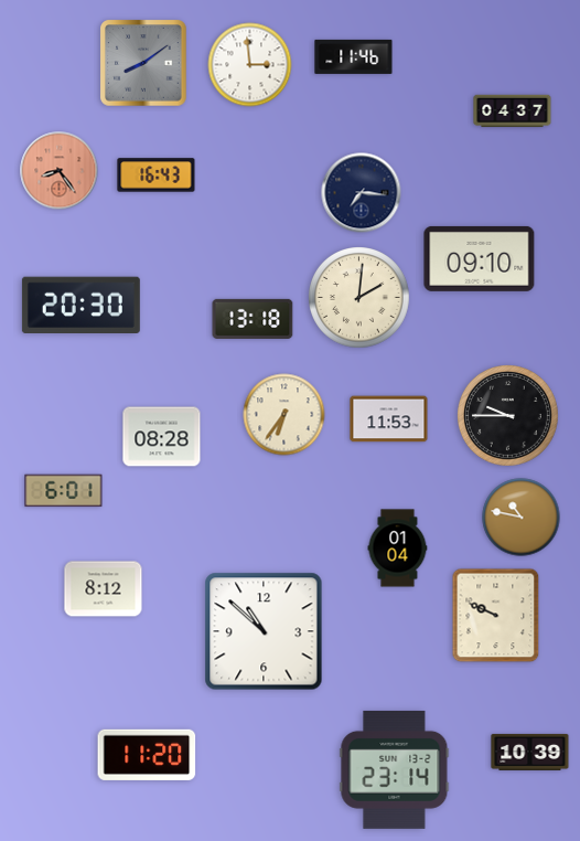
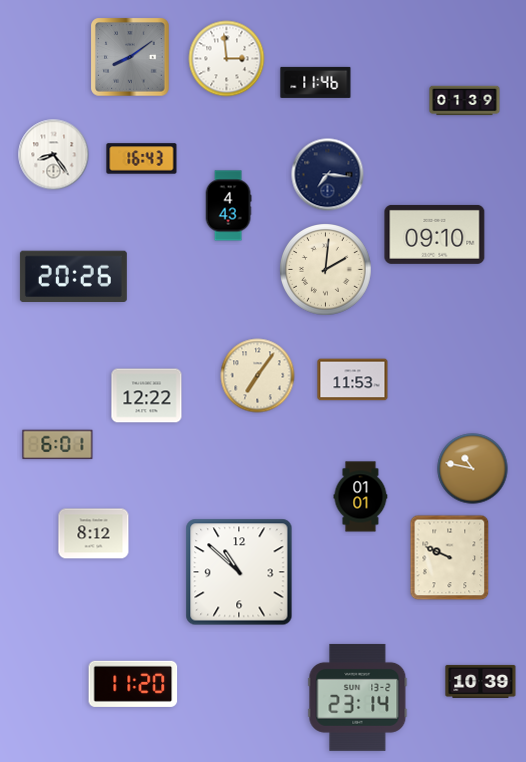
clock at (354, 56) position: (354, 56) -> (316, 82)
clock at (513, 111): 04:37 -> 01:39
clock at (60, 171) dial: salmon -> white
clock at (228, 206): none -> 4:43
clock at (80, 305): 20:30 -> 20:26
clock at (253, 319): 13:18 -> none
clock at (284, 415): 6:36 -> 7:06
clock at (508, 416): 9:45 -> none
clock at (162, 437): 08:28 -> 12:22
clock at (398, 549): 01:04 -> 01:01
